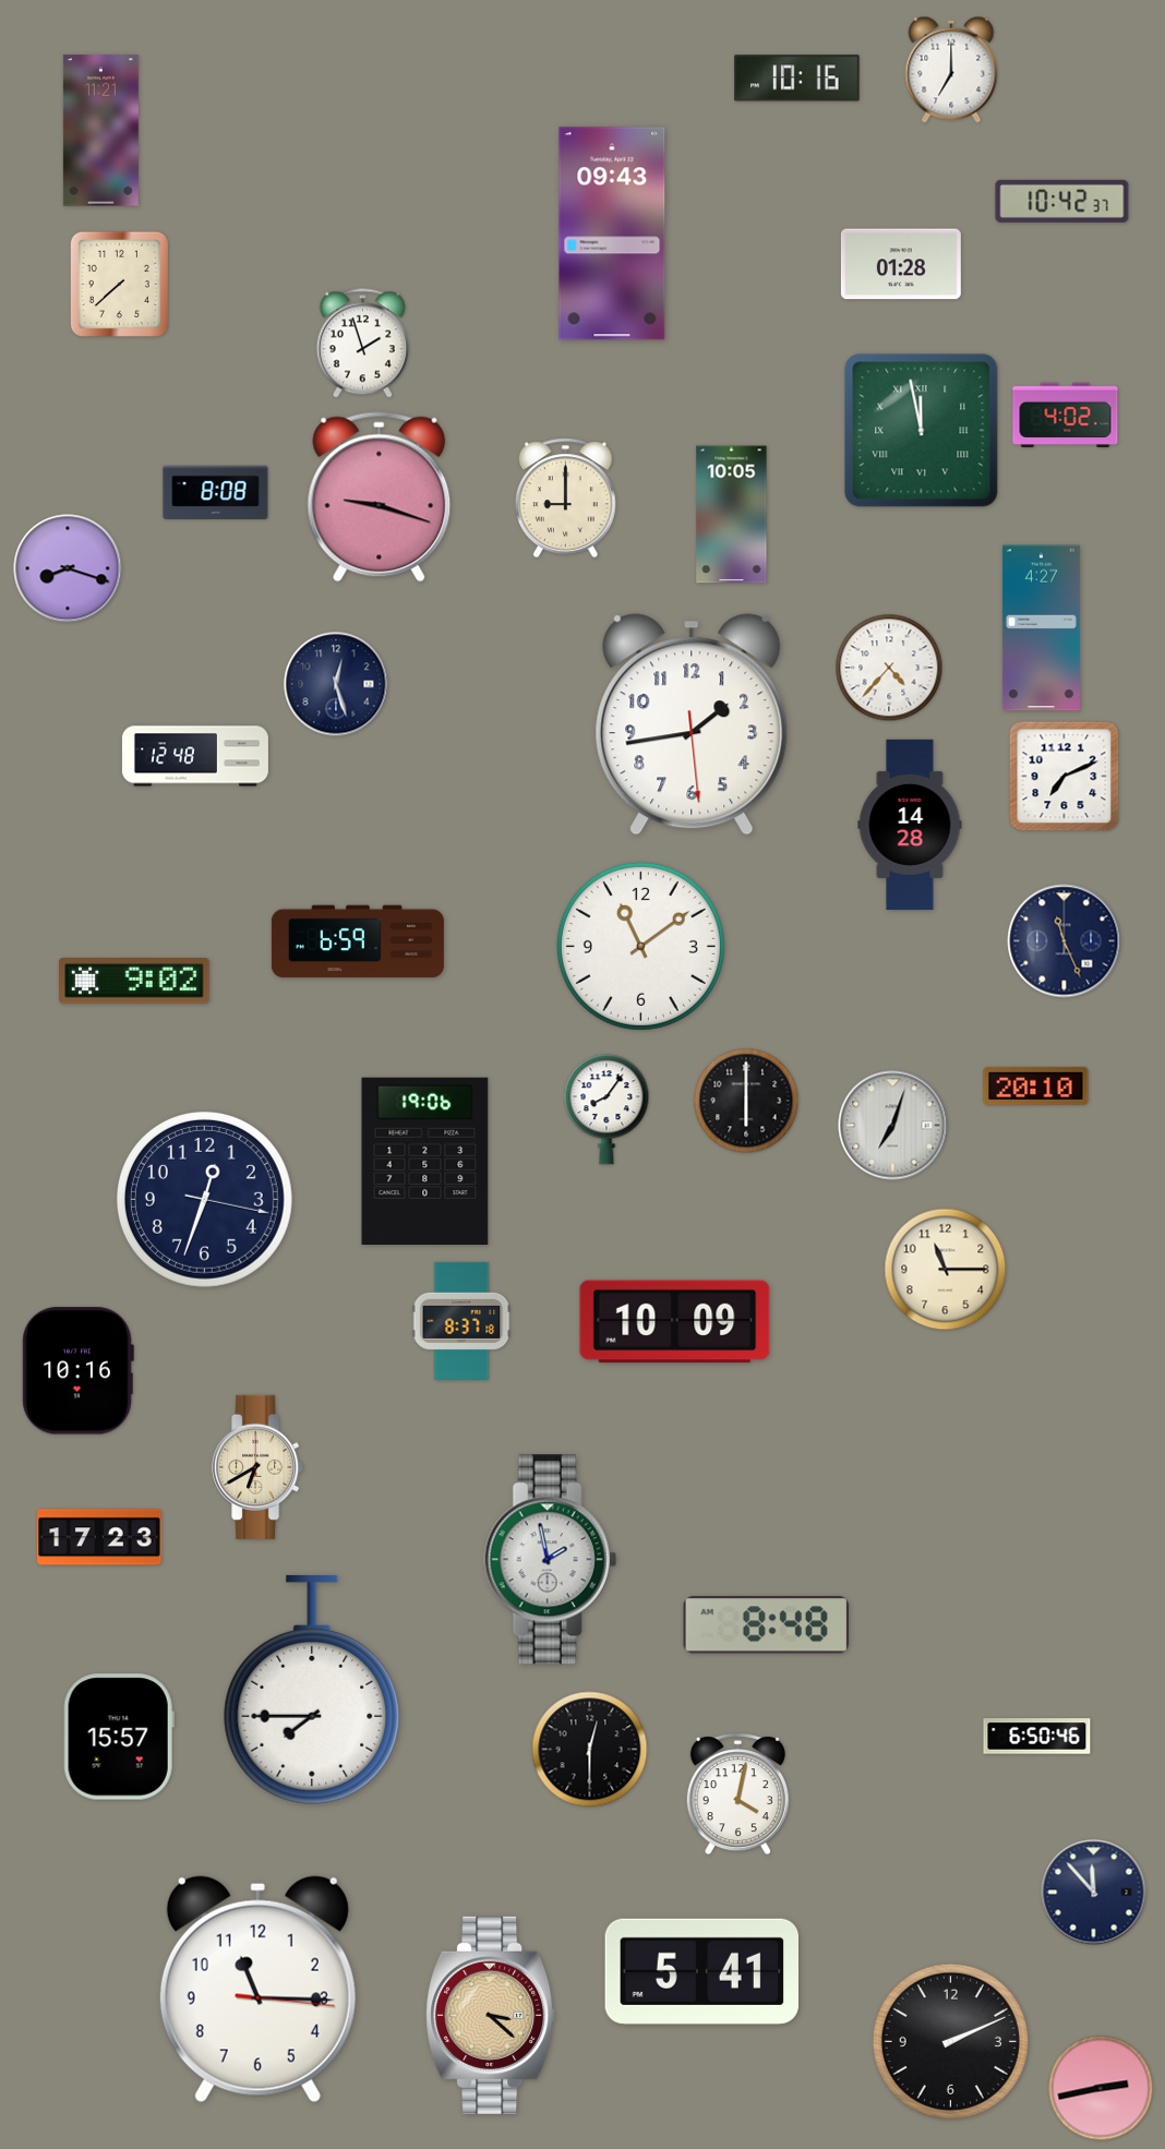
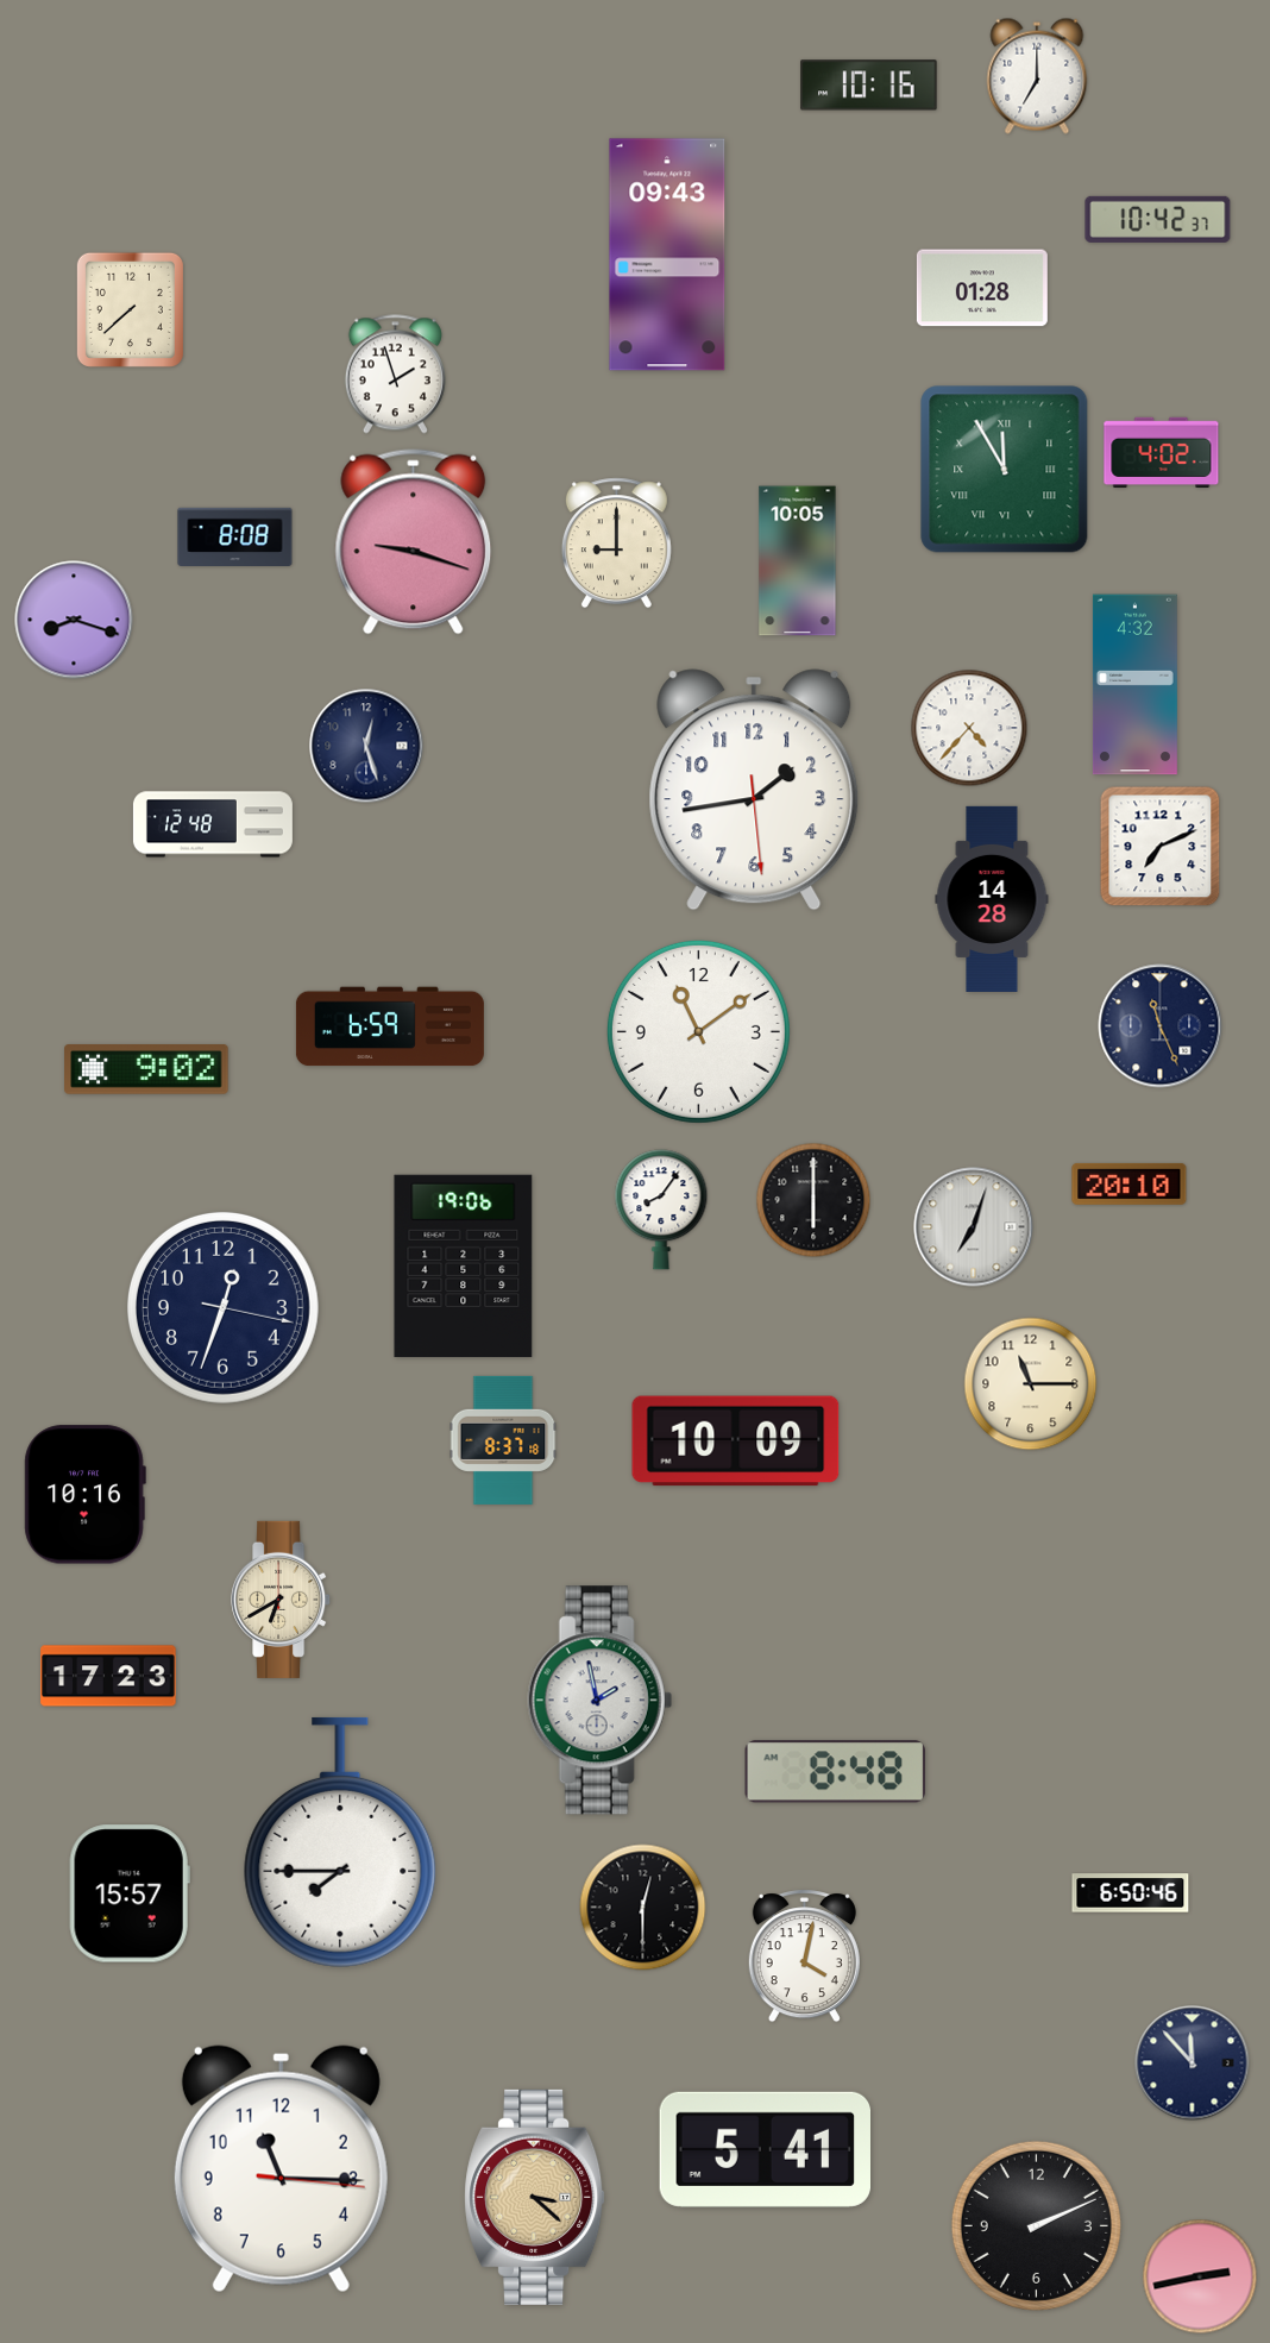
clock at (100, 131): 11:21 -> none
clock at (922, 431): 11:58 -> 11:55
clock at (1041, 628): 4:27 -> 4:32
